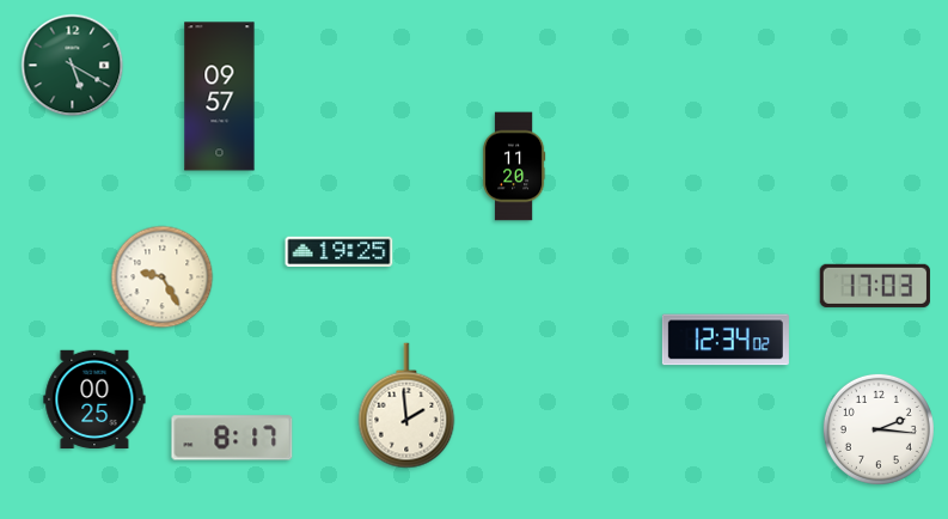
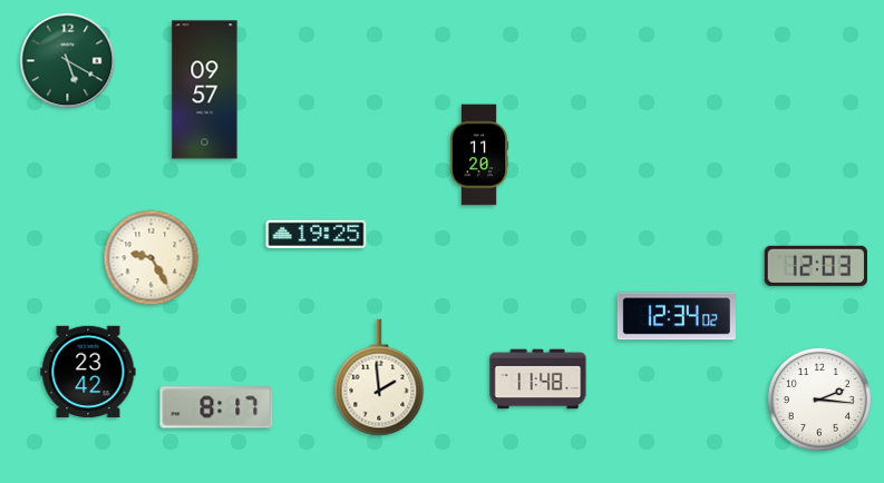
clock at (874, 286): 17:03 -> 12:03
clock at (94, 399): 00:25 -> 23:42
clock at (538, 379): none -> 11:48
